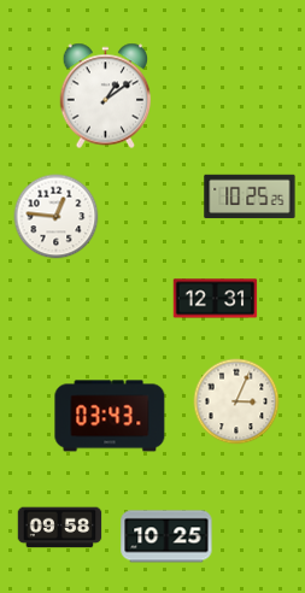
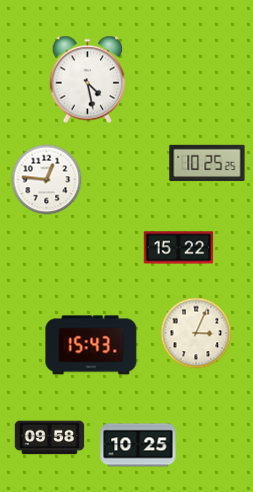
clock at (106, 96): 1:09 -> 4:28
clock at (216, 299): 12:31 -> 15:22
clock at (110, 416): 03:43 -> 15:43
